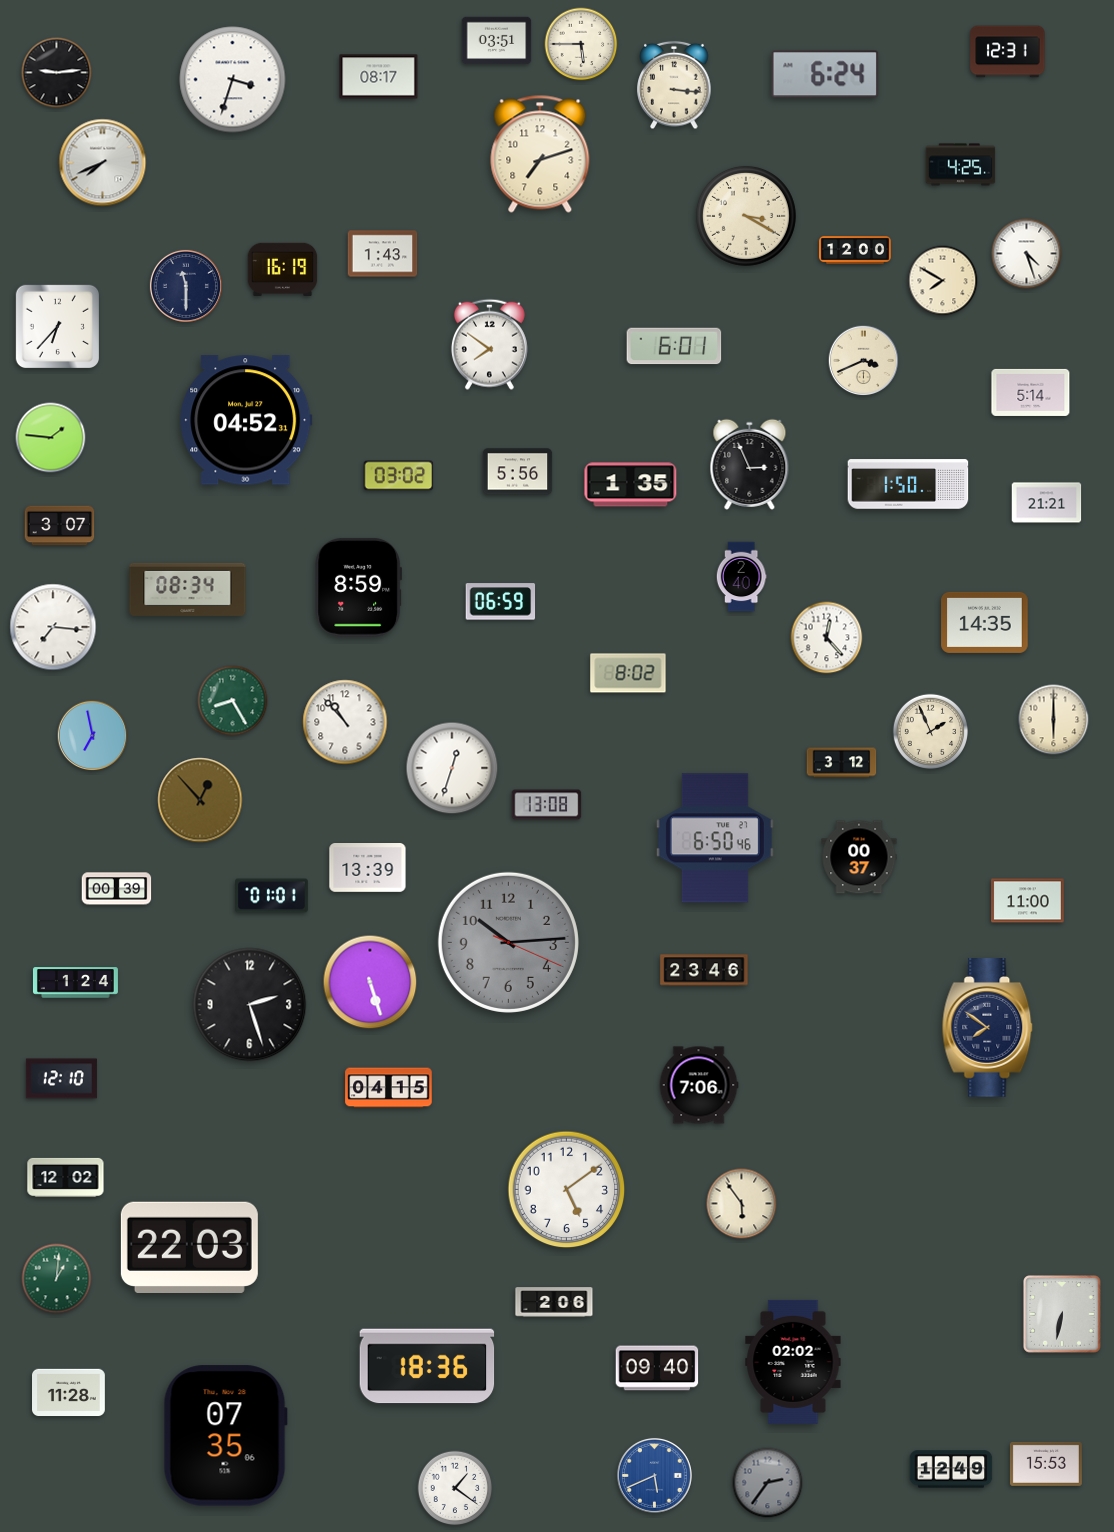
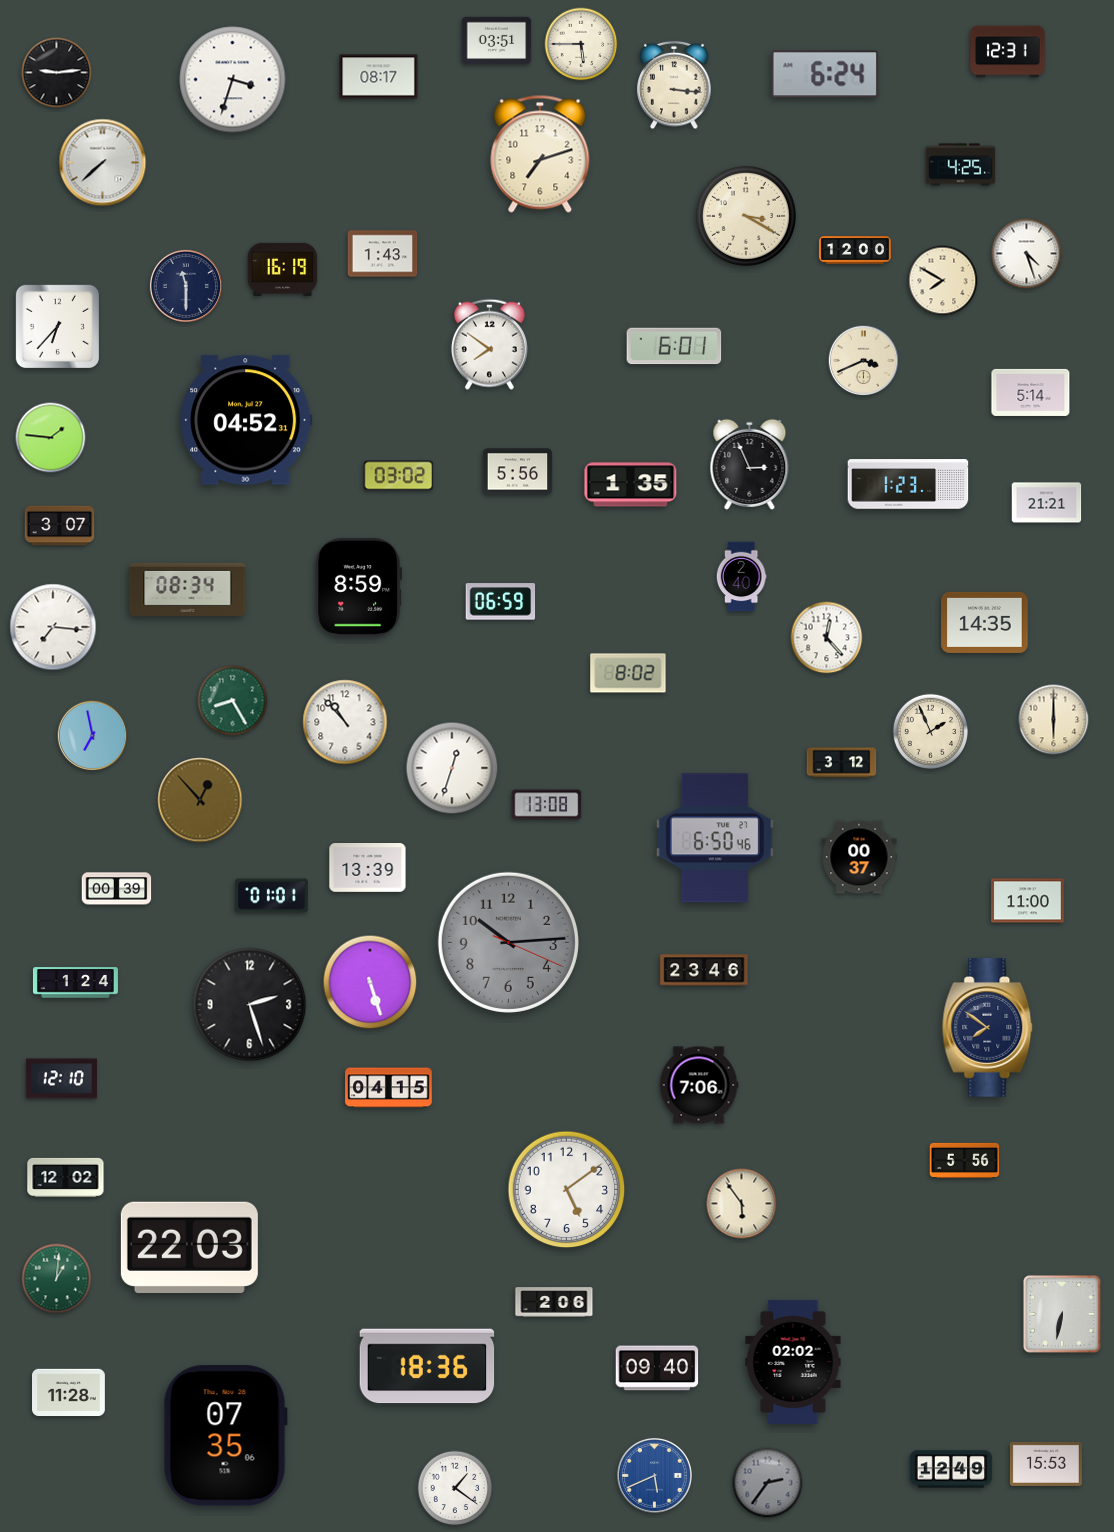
clock at (103, 163): 7:41 -> 7:38
clock at (908, 484): 1:50 -> 1:23
clock at (965, 1160): none -> 5:56
